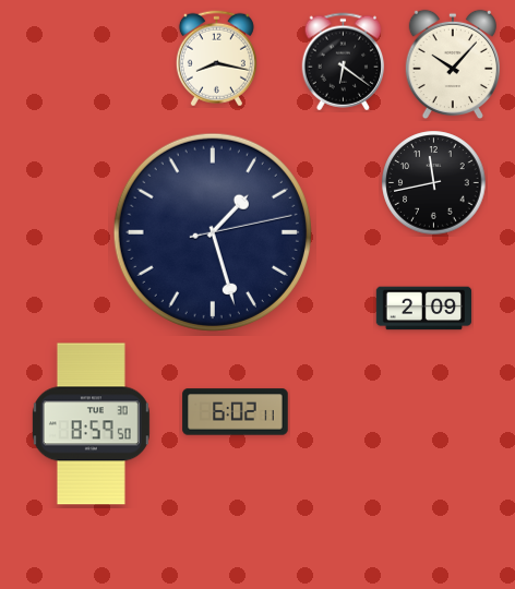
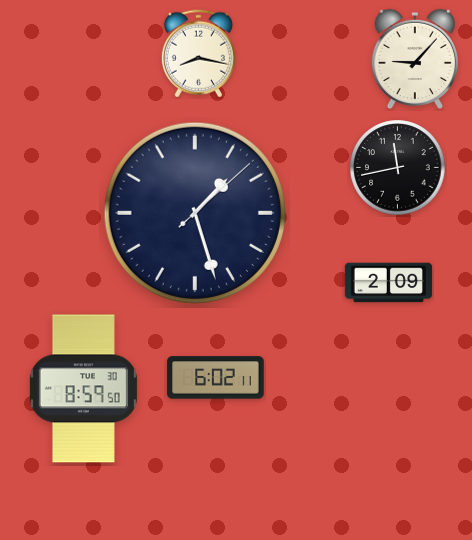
clock at (344, 62): 6:21 -> none
clock at (453, 64): 10:07 -> 9:07
clock at (213, 232): 1:27:13 -> 1:27:08
